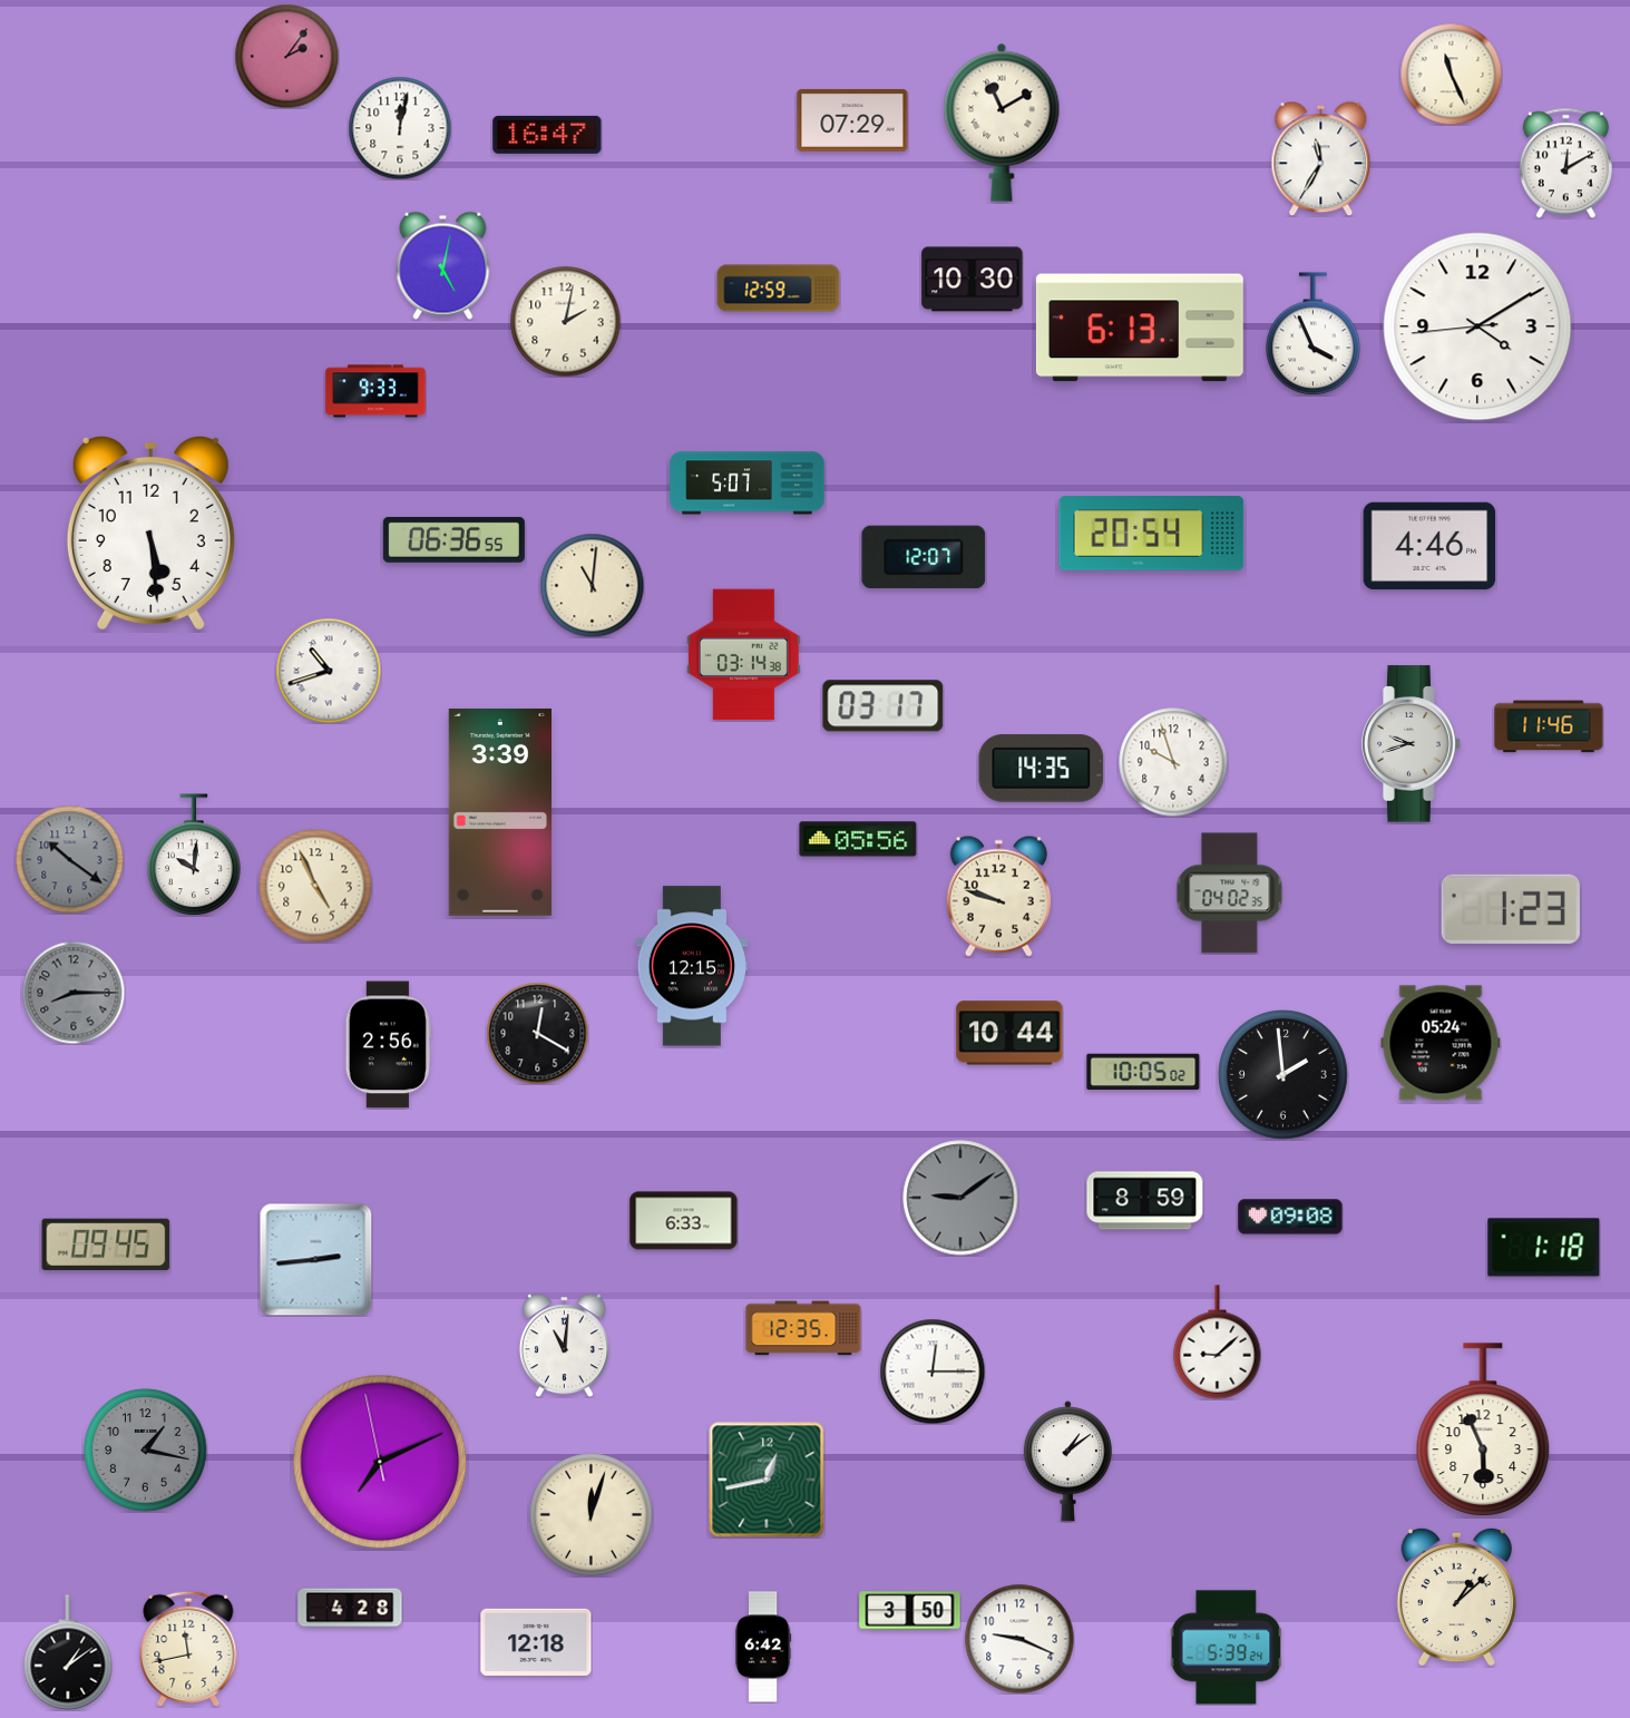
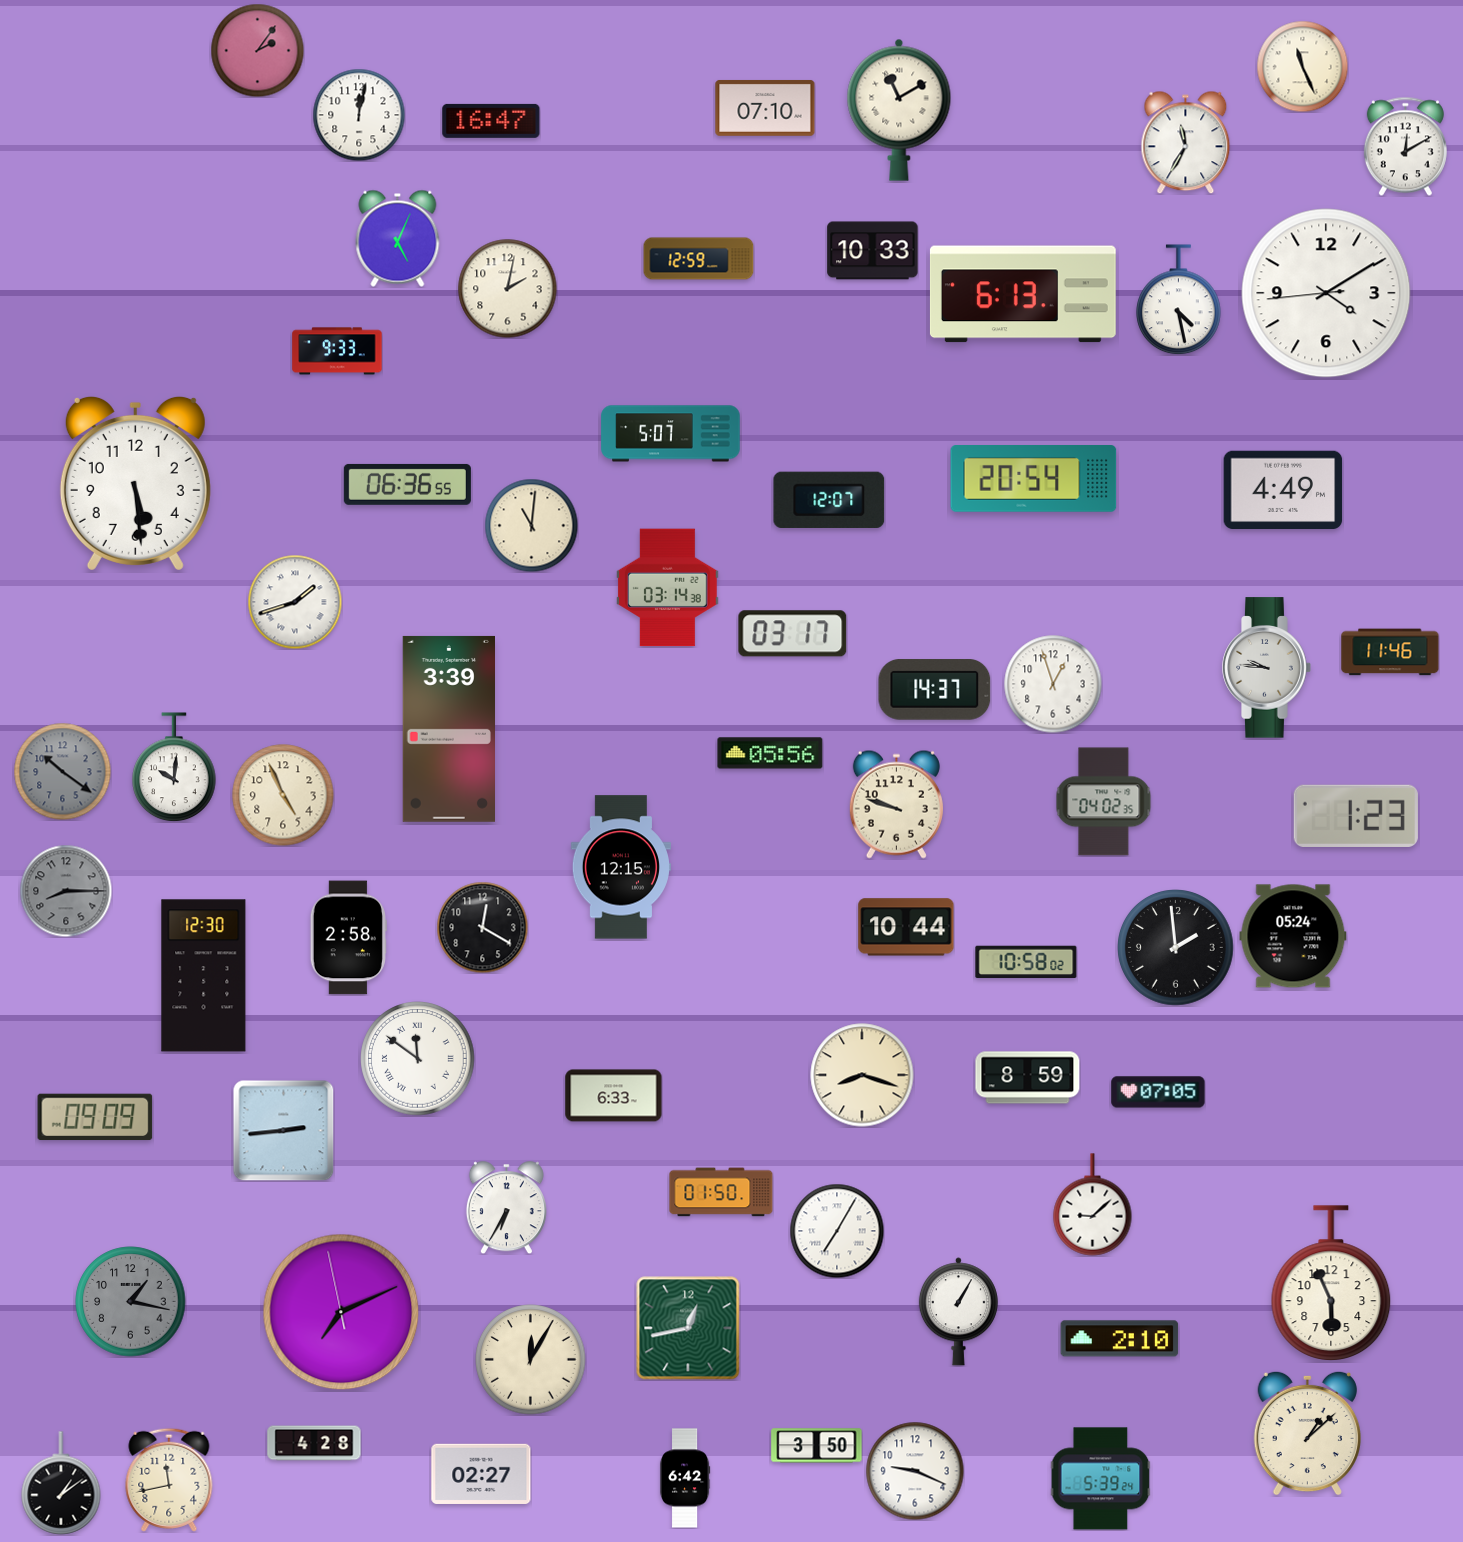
clock at (852, 120): 07:29 -> 07:10
clock at (443, 265): 5:02 -> 5:04
clock at (973, 280): 10:30 -> 10:33
clock at (1314, 334): 3:56 -> 4:28
clock at (150, 533) position: (150, 533) -> (135, 483)
clock at (1429, 546): 4:46 -> 4:49
clock at (329, 671): 10:42 -> 1:42
clock at (1412, 744): 9:42 -> 9:46
clock at (1173, 762): 9:57 -> 12:57
clock at (1042, 769): 14:35 -> 14:37
clock at (388, 1045): 2:56 -> 2:58
clock at (1143, 1072): 10:05 -> 10:58
clock at (1283, 1075) position: (1283, 1075) -> (1176, 948)
clock at (204, 976): none -> 12:30
clock at (418, 1059): none -> 11:51
clock at (960, 1198): 9:09 -> 8:18
clock at (960, 1198) dial: grey -> cream
clock at (1290, 1217): 09:08 -> 07:05
clock at (106, 1244): 09:45 -> 09:09
clock at (1544, 1248): 1:18 -> none
clock at (803, 1328): 12:35 -> 01:50
clock at (564, 1345): 11:01 -> 6:35
clock at (933, 1372): 12:15 -> 7:05
clock at (1067, 1462): 1:09 -> 1:05
clock at (1120, 1339): none -> 2:10
clock at (592, 1515): 12:03 -> 12:05
clock at (536, 1642): 12:18 -> 02:27
